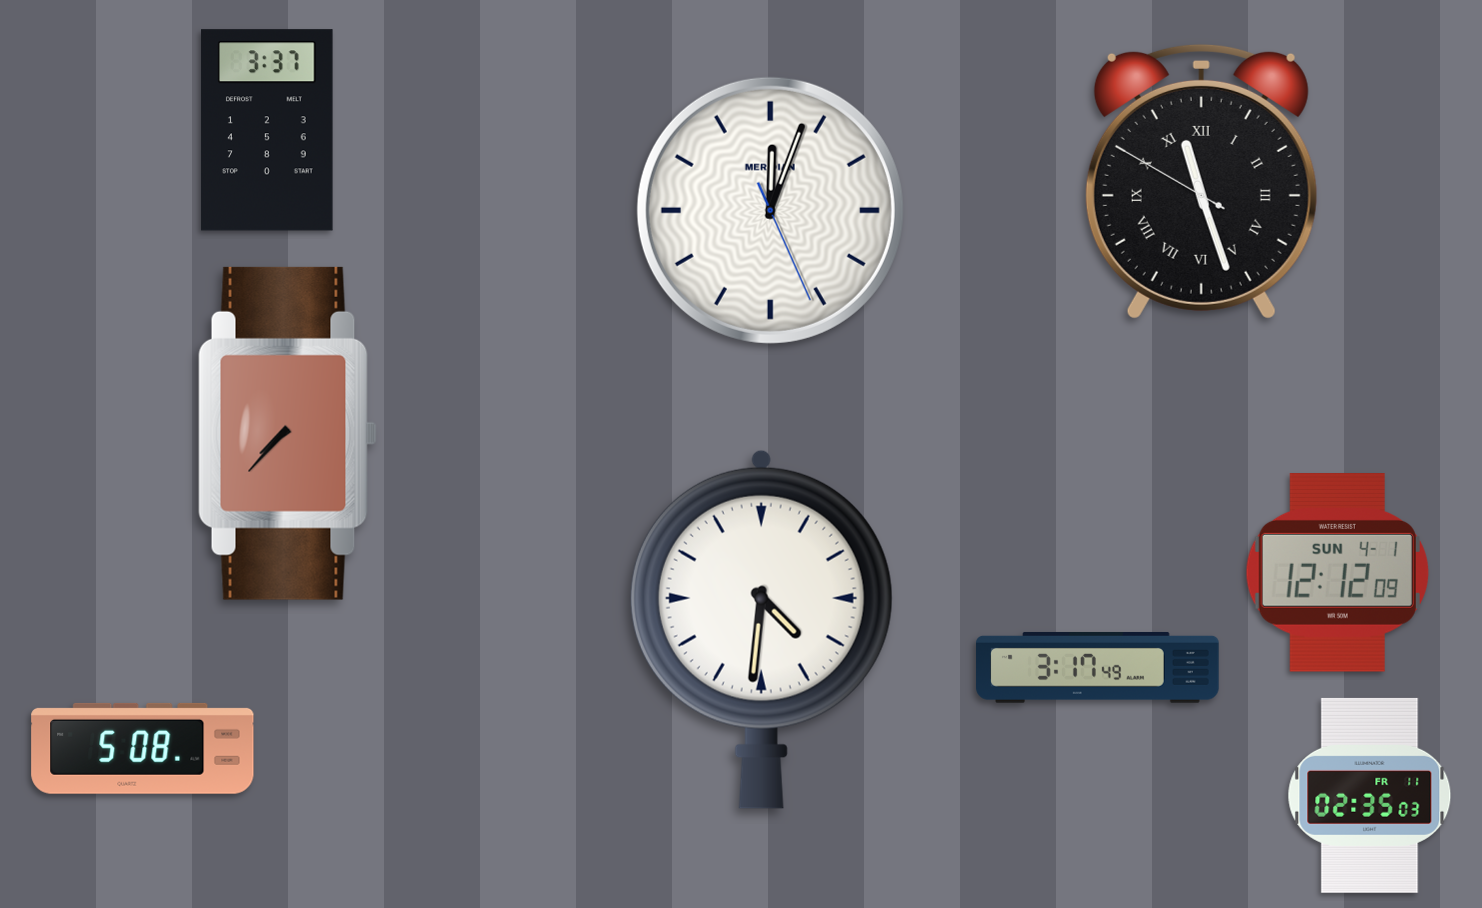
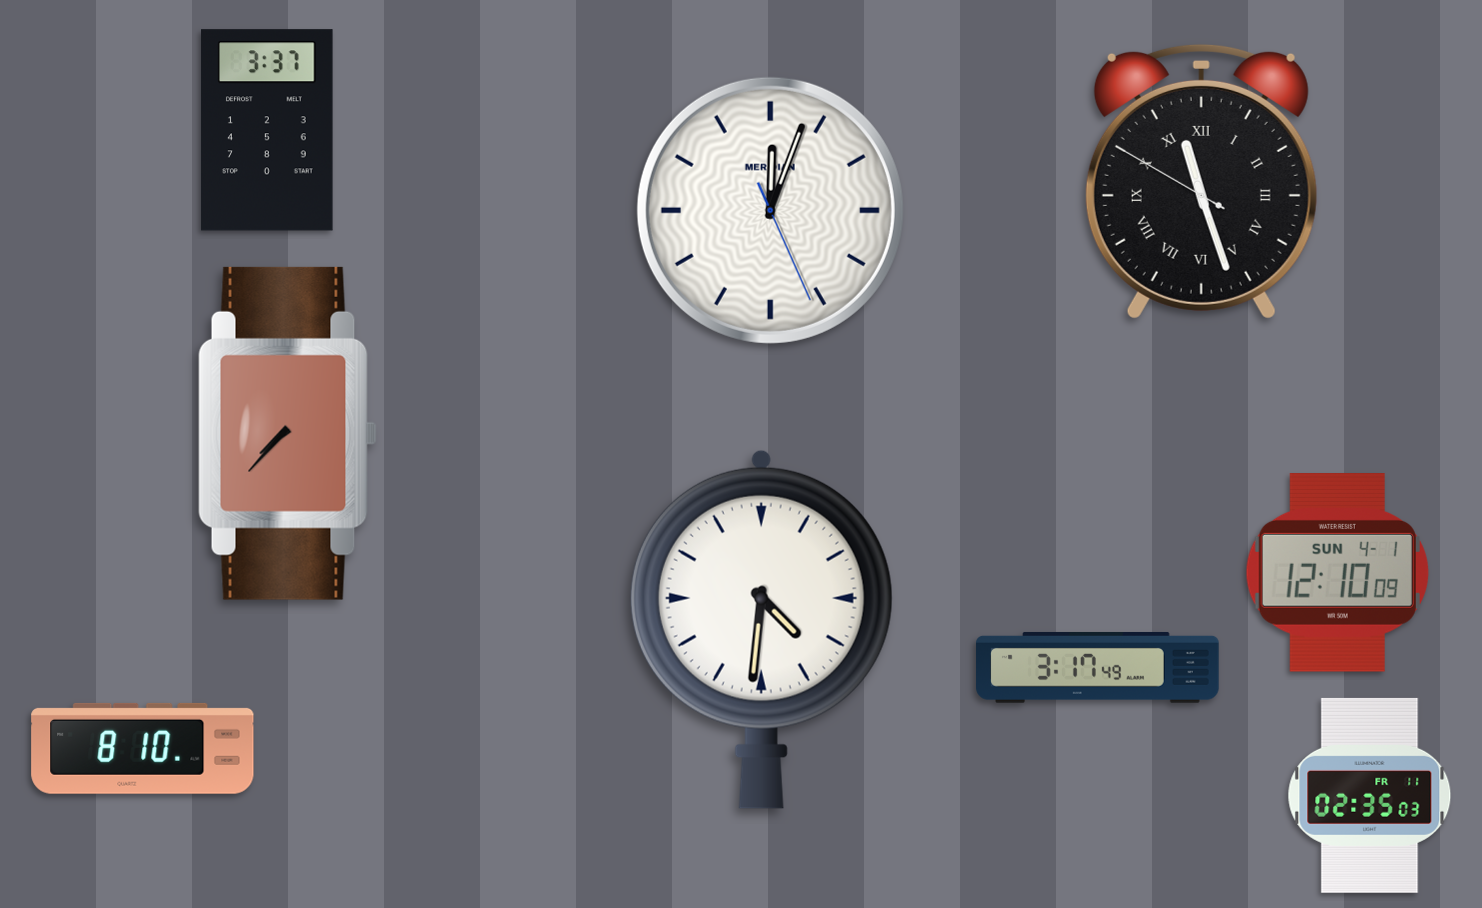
clock at (1337, 573): 12:12 -> 12:10
clock at (143, 748): 5:08 -> 8:10
